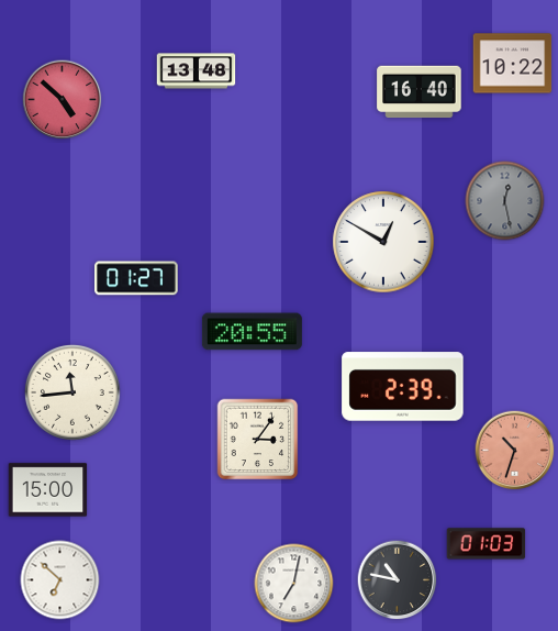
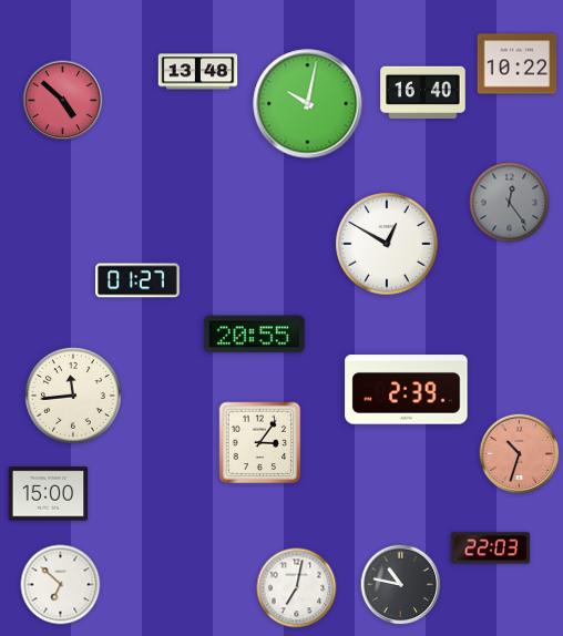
clock at (308, 104): none -> 10:02
clock at (505, 201): 12:28 -> 12:24
clock at (487, 544): 01:03 -> 22:03
